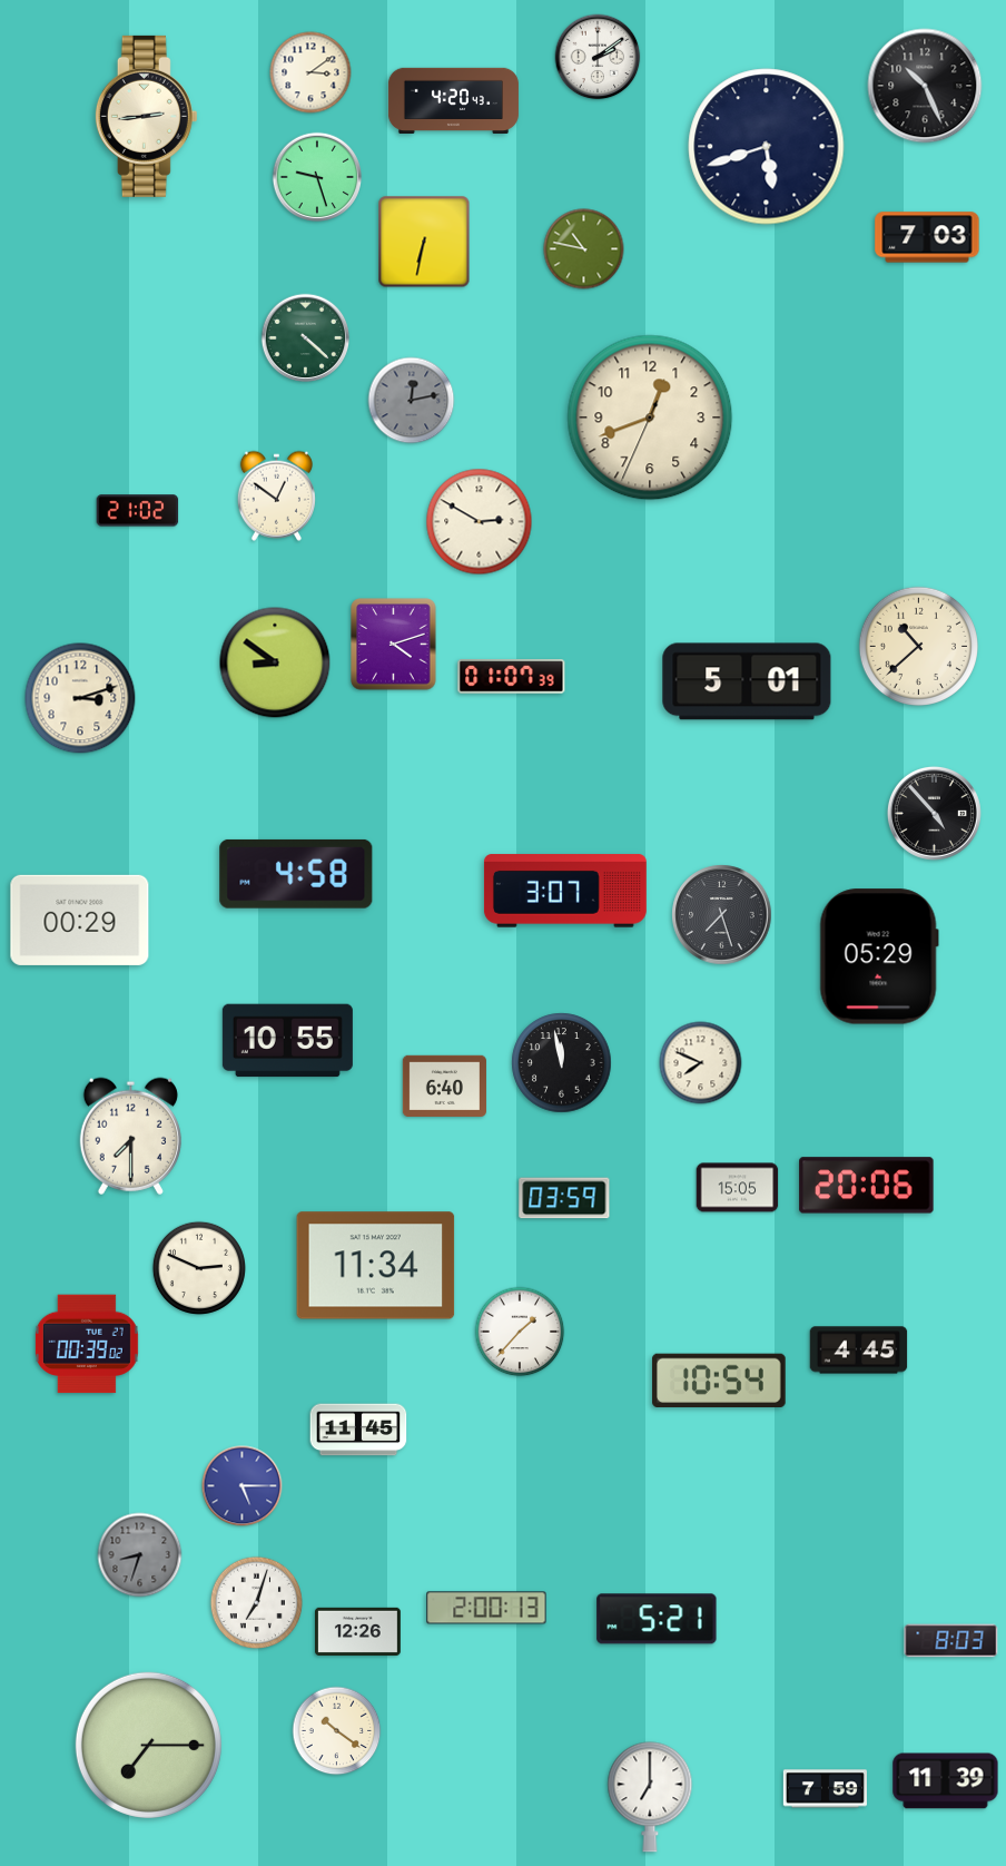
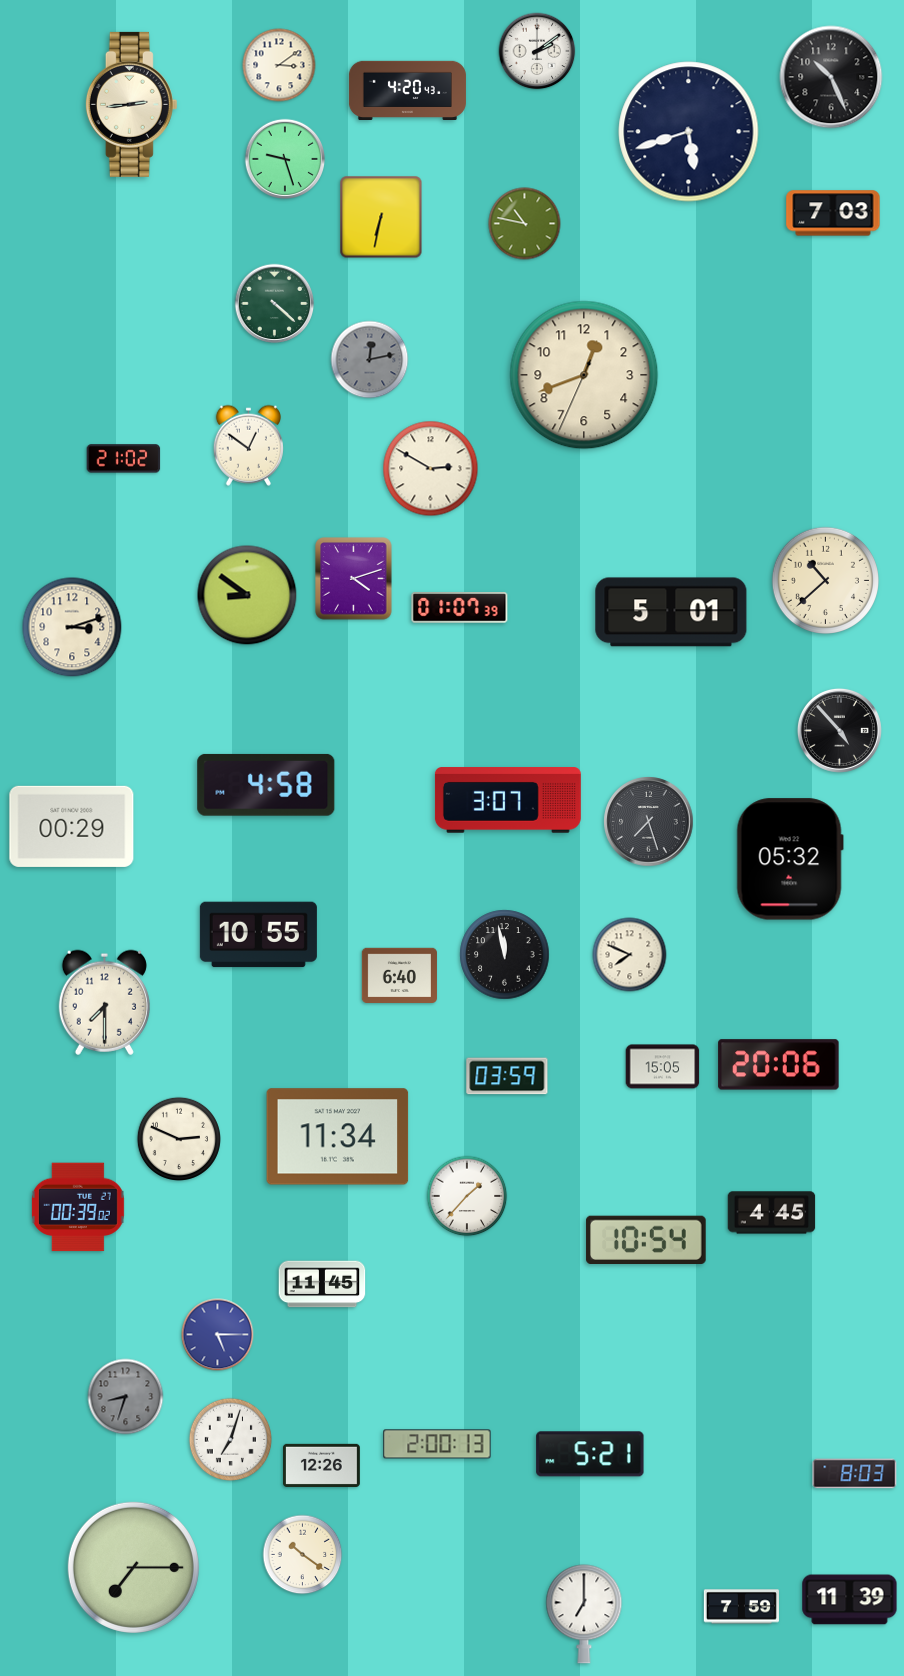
clock at (879, 956): 05:29 -> 05:32
clock at (130, 1136) position: (130, 1136) -> (104, 1002)
